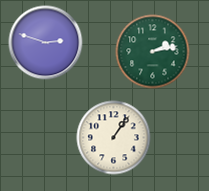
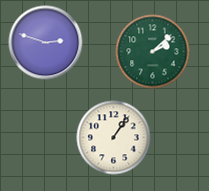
clock at (153, 52): 2:13 -> 2:08
